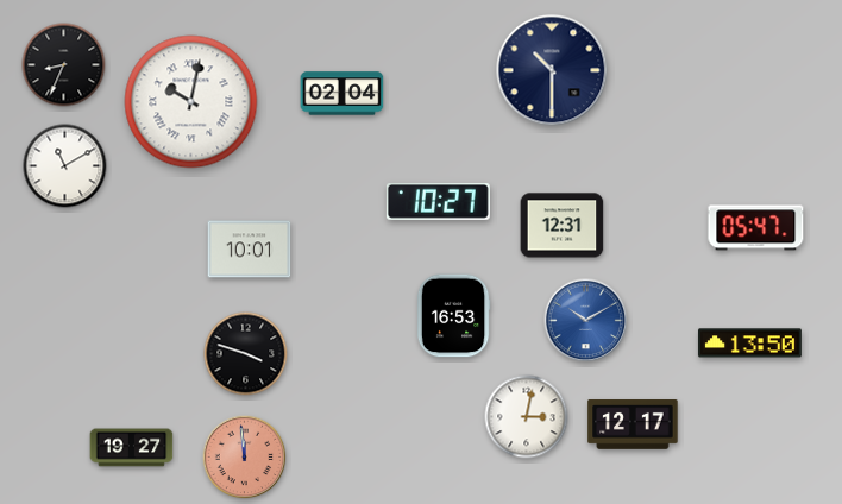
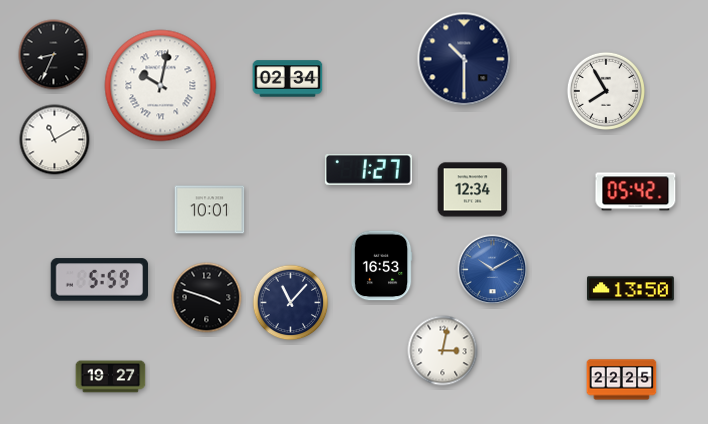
clock at (343, 94): 02:04 -> 02:34
clock at (606, 91): none -> 7:55
clock at (438, 201): 10:27 -> 1:27
clock at (563, 226): 12:31 -> 12:34
clock at (756, 228): 05:47 -> 05:42
clock at (100, 280): none -> 5:59
clock at (291, 303): none -> 11:07
clock at (633, 426): 12:17 -> none
clock at (622, 380): none -> 22:25
clock at (245, 458): 11:59 -> none
